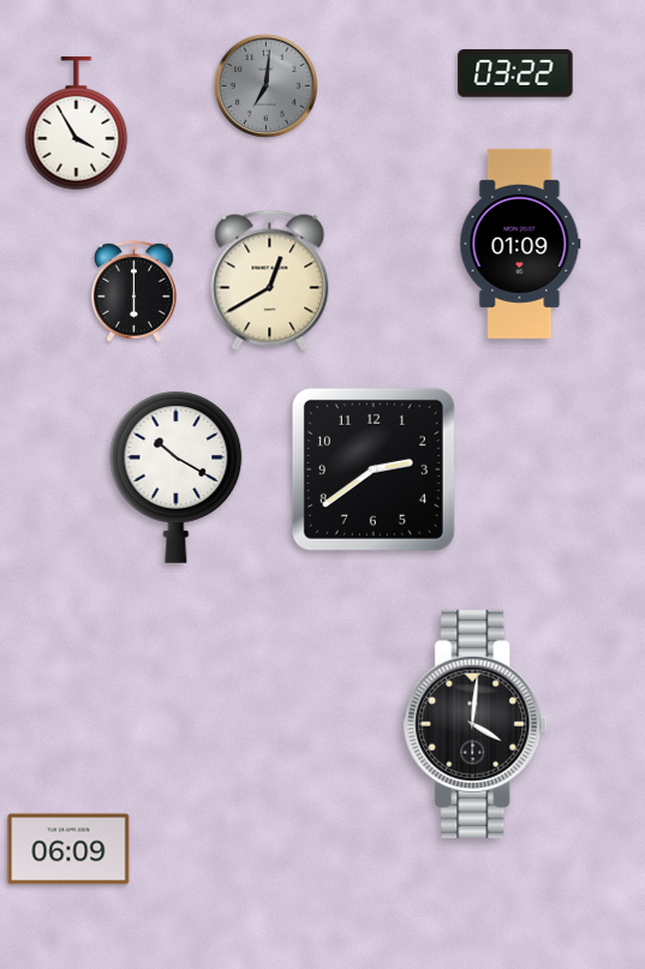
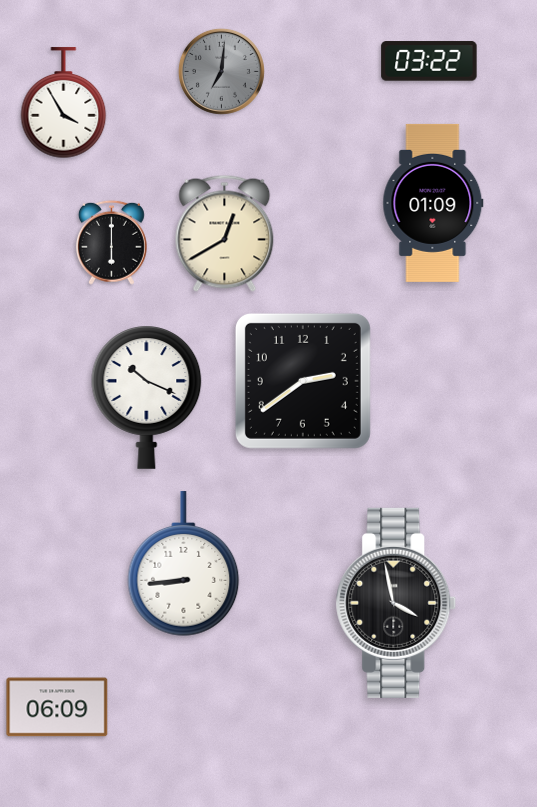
clock at (374, 469) position: (374, 469) -> (303, 381)
clock at (177, 477): 10:20 -> 10:19
clock at (184, 564): none -> 8:44
clock at (476, 724): 4:01 -> 3:58
